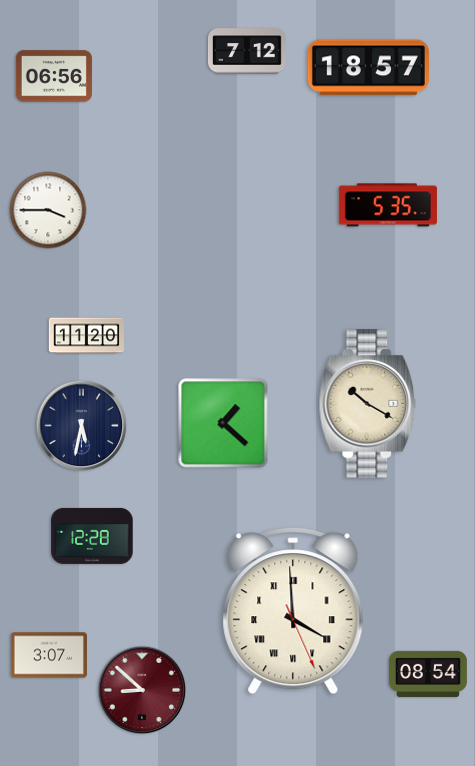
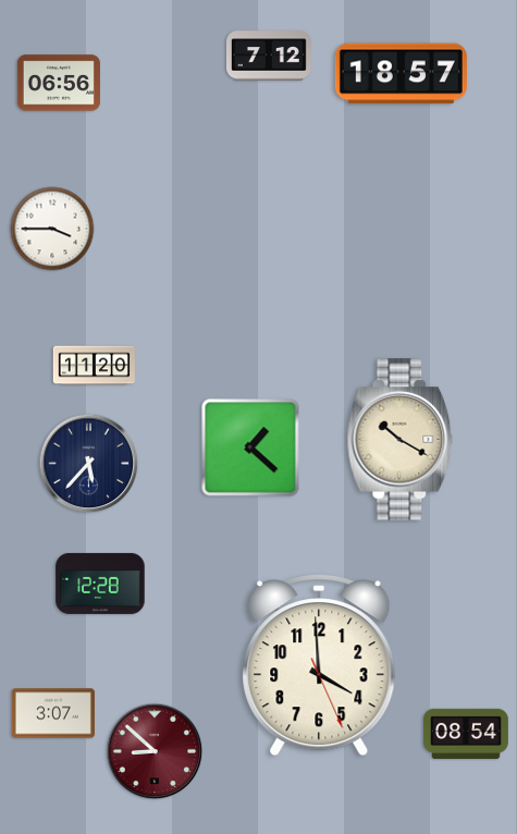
clock at (388, 205): 5:35 -> none
clock at (223, 423) position: (223, 423) -> (250, 447)
clock at (82, 426): 5:32 -> 5:37
clock at (293, 611) numerals: Roman -> Arabic
